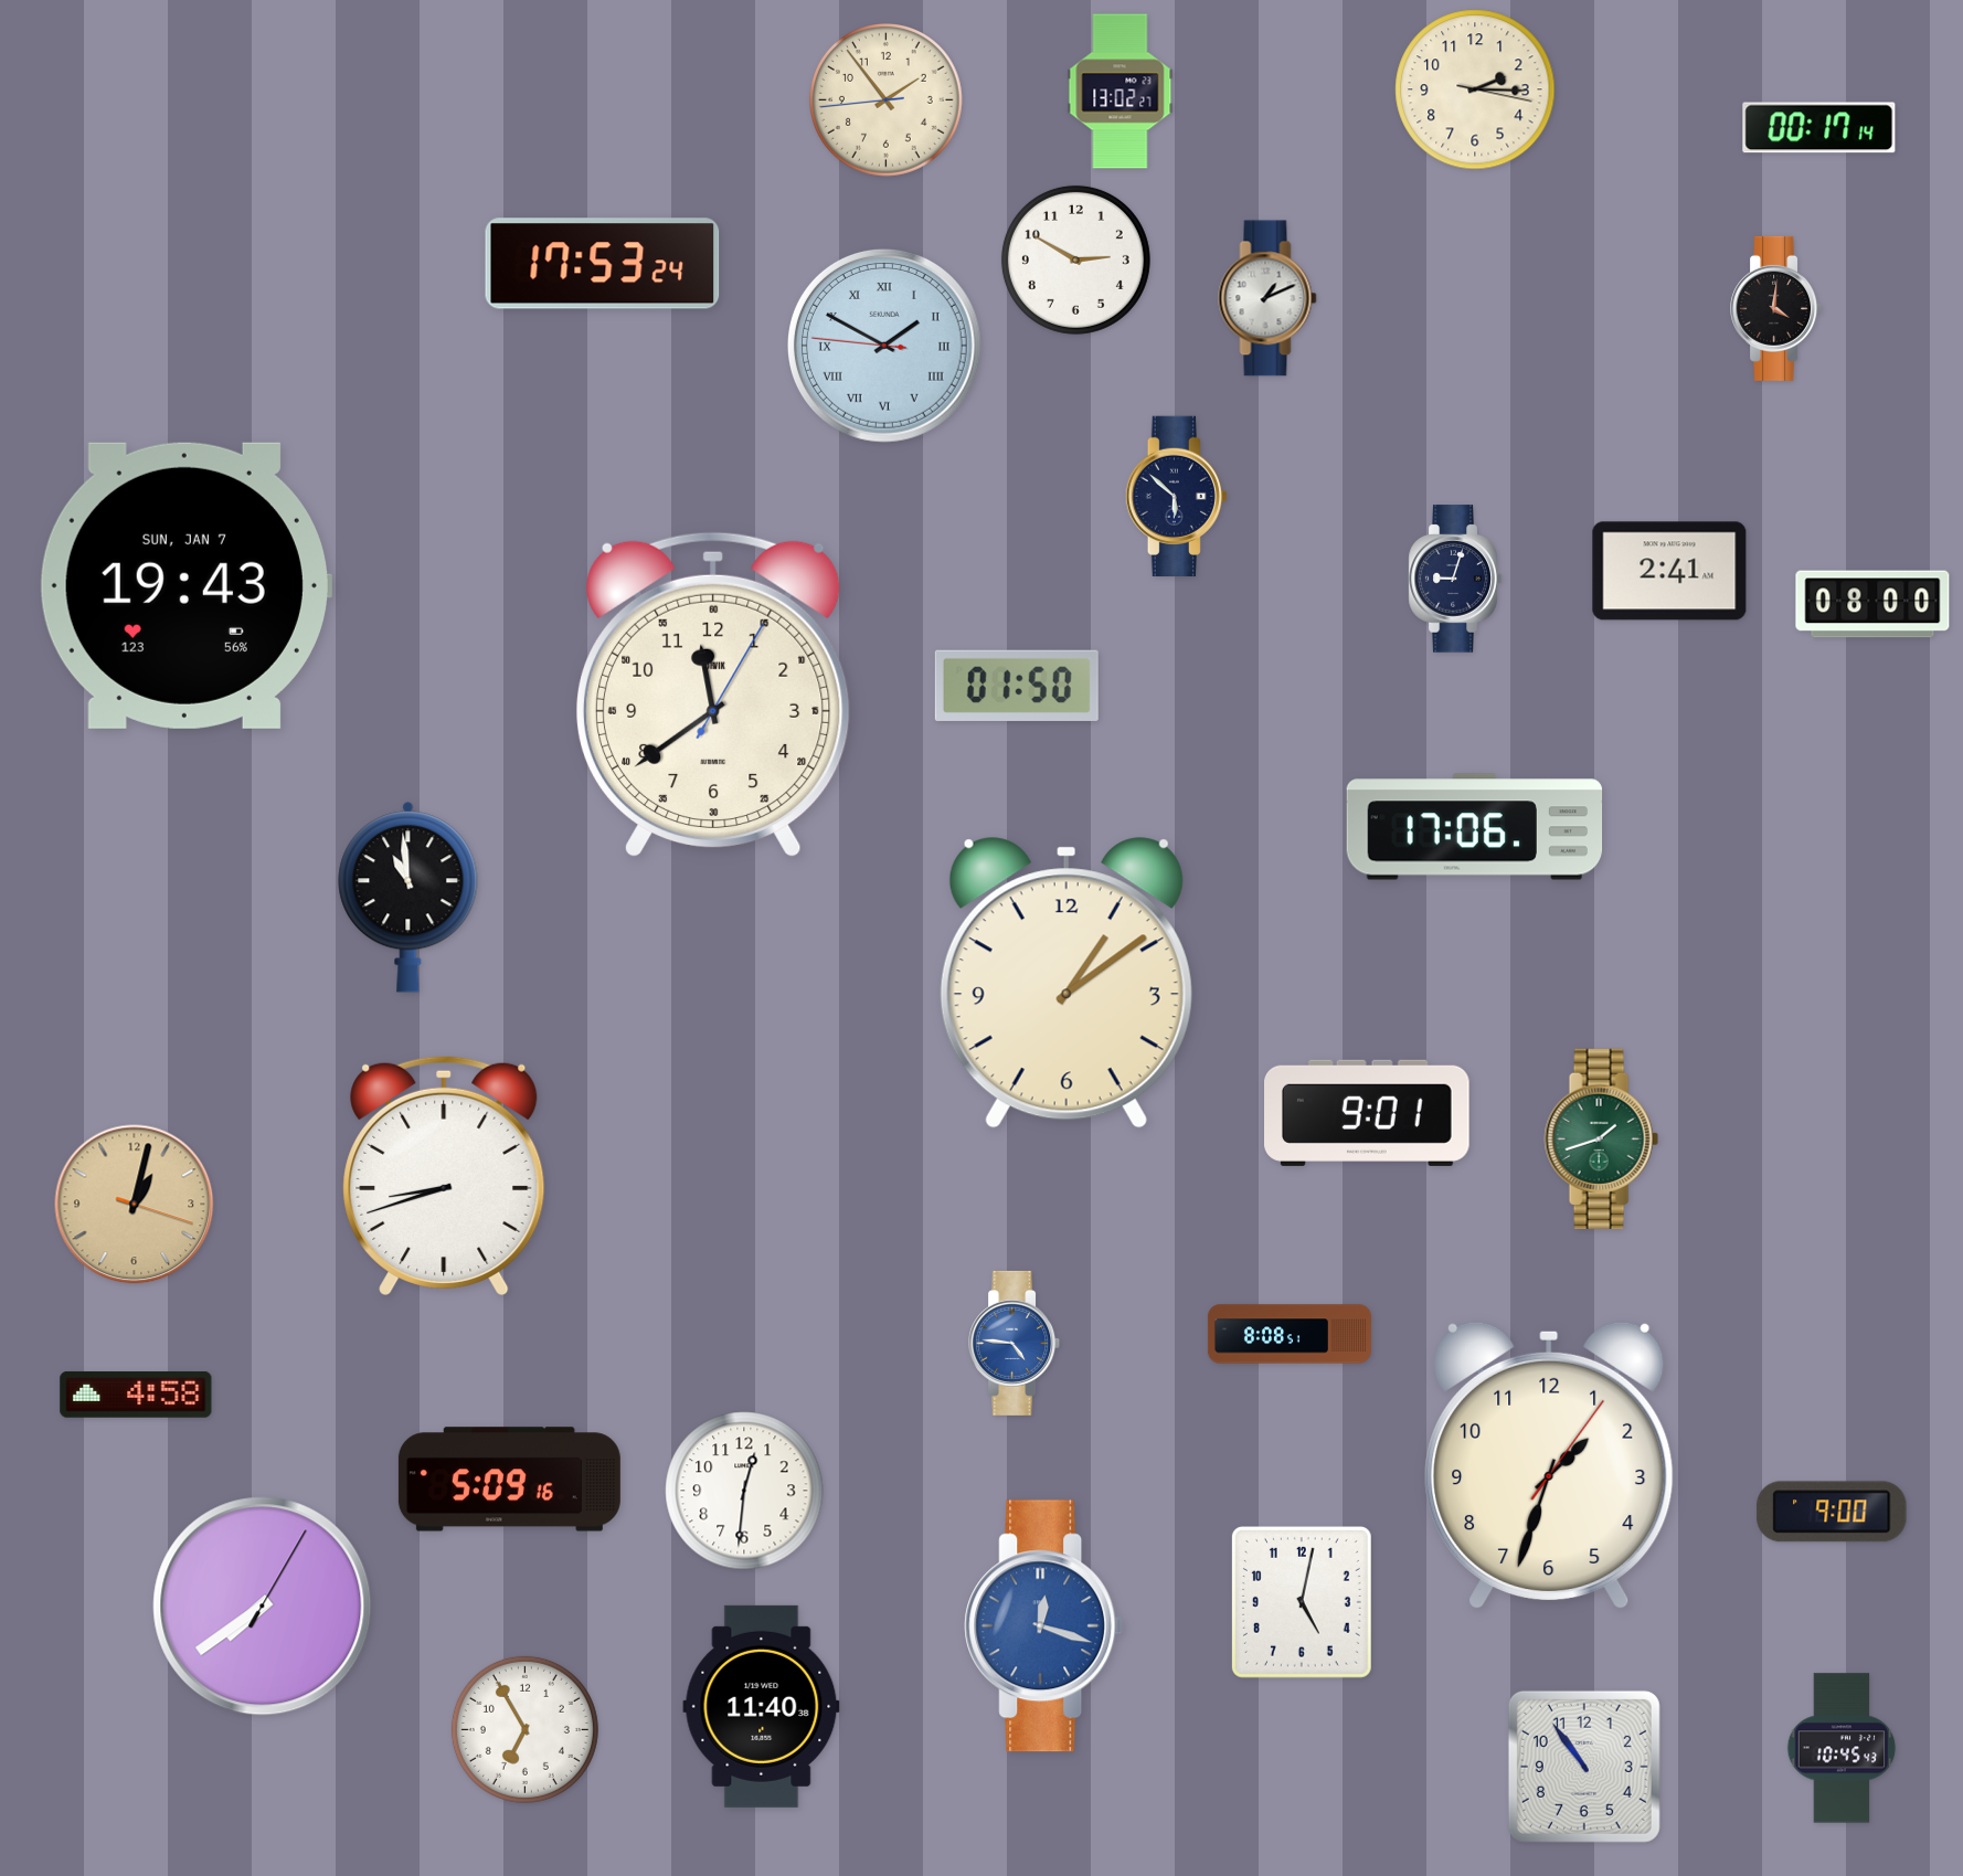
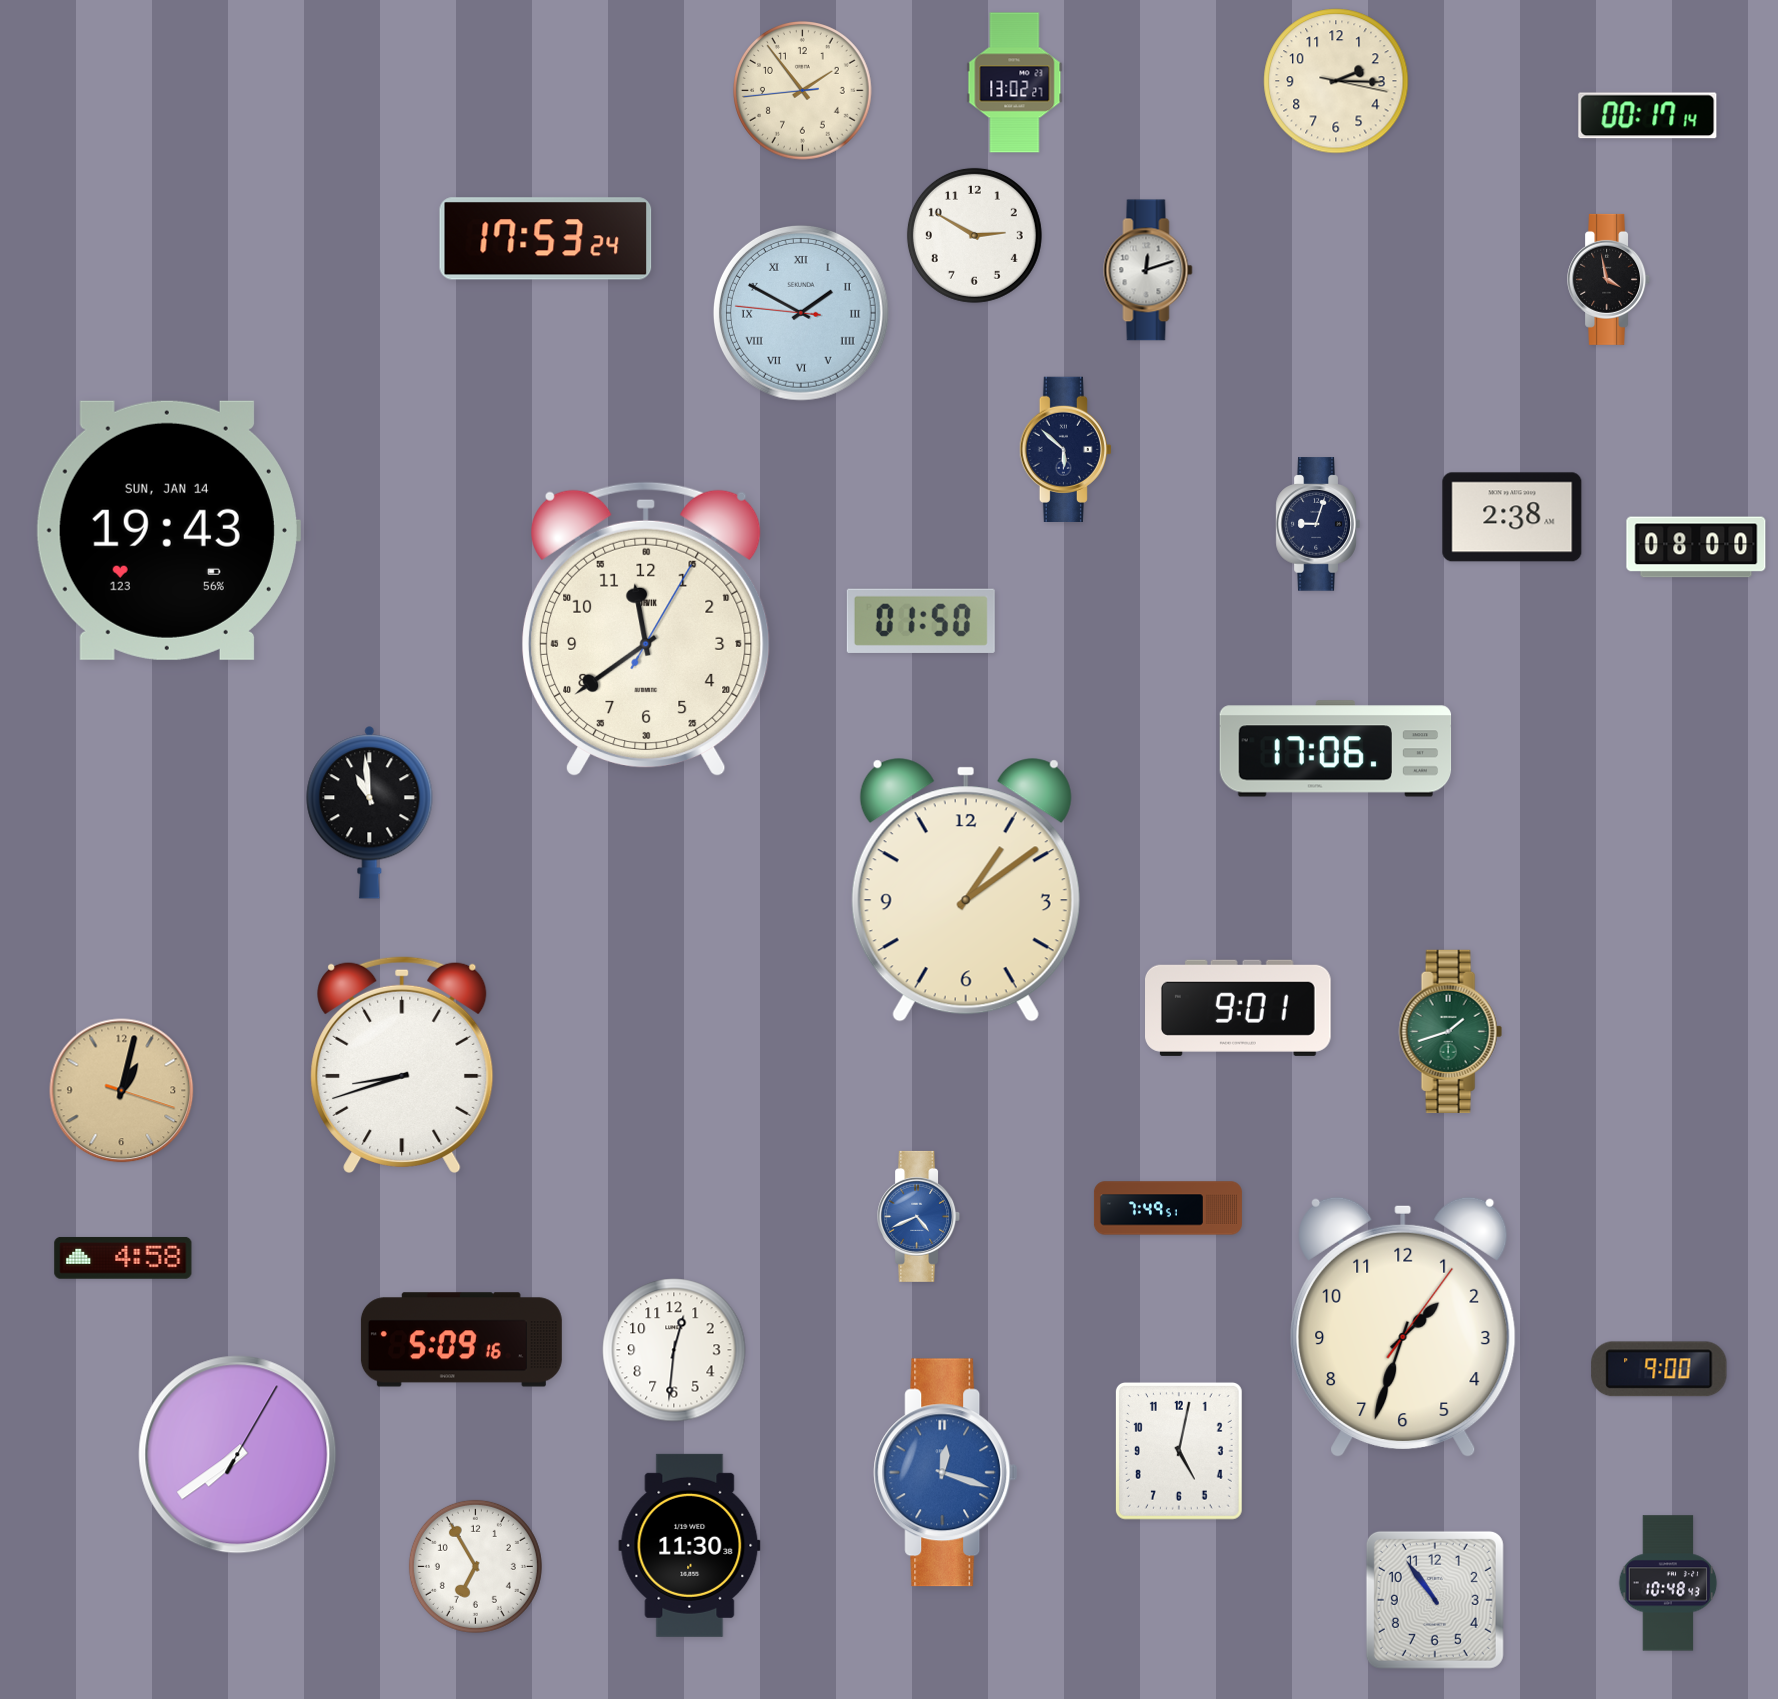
clock at (1267, 298): 1:11 -> 12:12
clock at (1776, 308): 4:01 -> 3:58
clock at (1669, 571): 2:41 -> 2:38
clock at (185, 585) date: SUN, JAN 7 -> SUN, JAN 14
clock at (1290, 1334): 8:08 -> 7:49
clock at (1015, 1343): 4:46 -> 4:41
clock at (136, 1395) position: (136, 1395) -> (123, 1258)
clock at (762, 1706): 11:40 -> 11:30
clock at (1842, 1748): 10:45 -> 10:48
